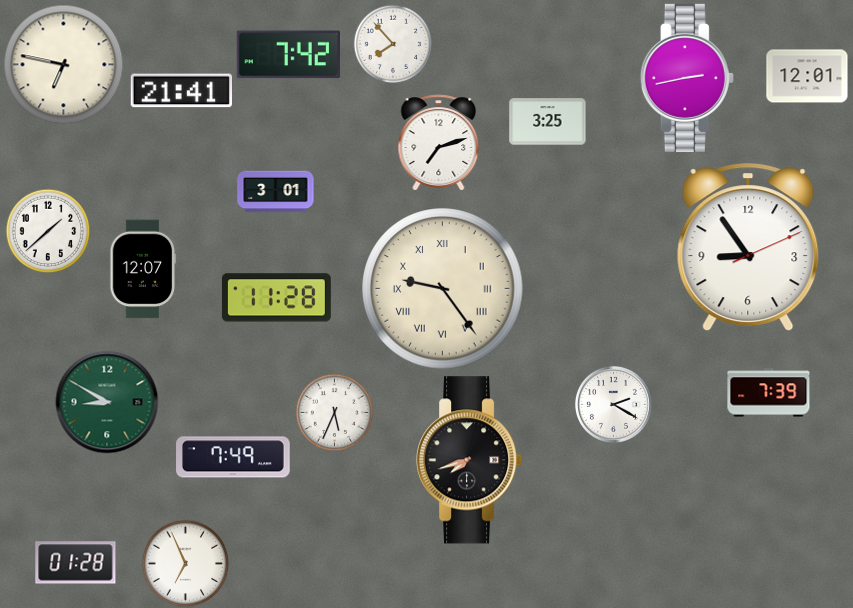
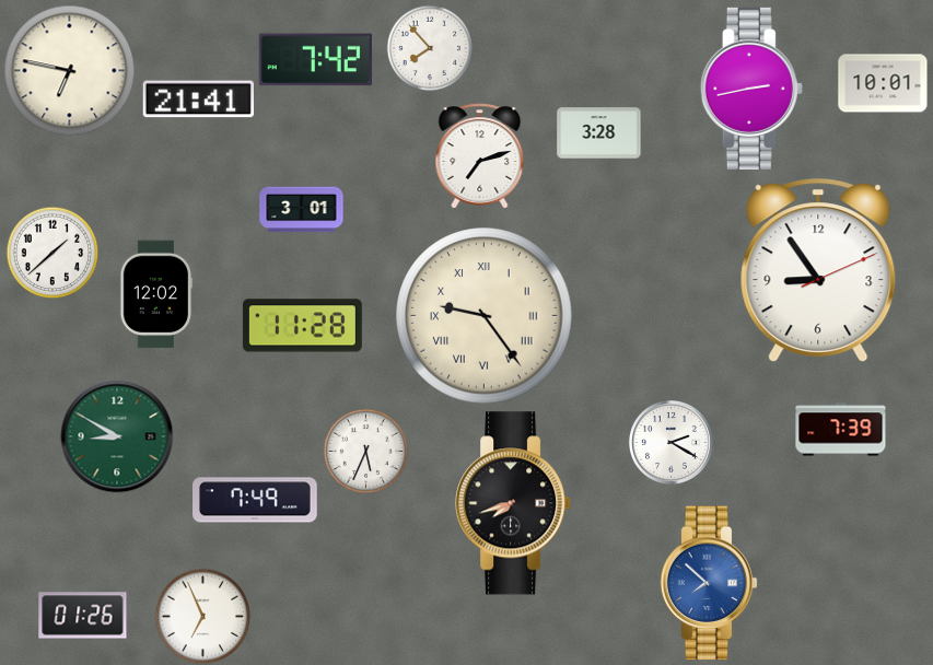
clock at (807, 76): 12:01 -> 10:01
clock at (687, 78) position: (687, 78) -> (751, 89)
clock at (548, 122): 3:25 -> 3:28
clock at (143, 269): 12:07 -> 12:02
clock at (107, 402) position: (107, 402) -> (117, 436)
clock at (709, 583): none -> 7:52
clock at (76, 563): 01:28 -> 01:26
